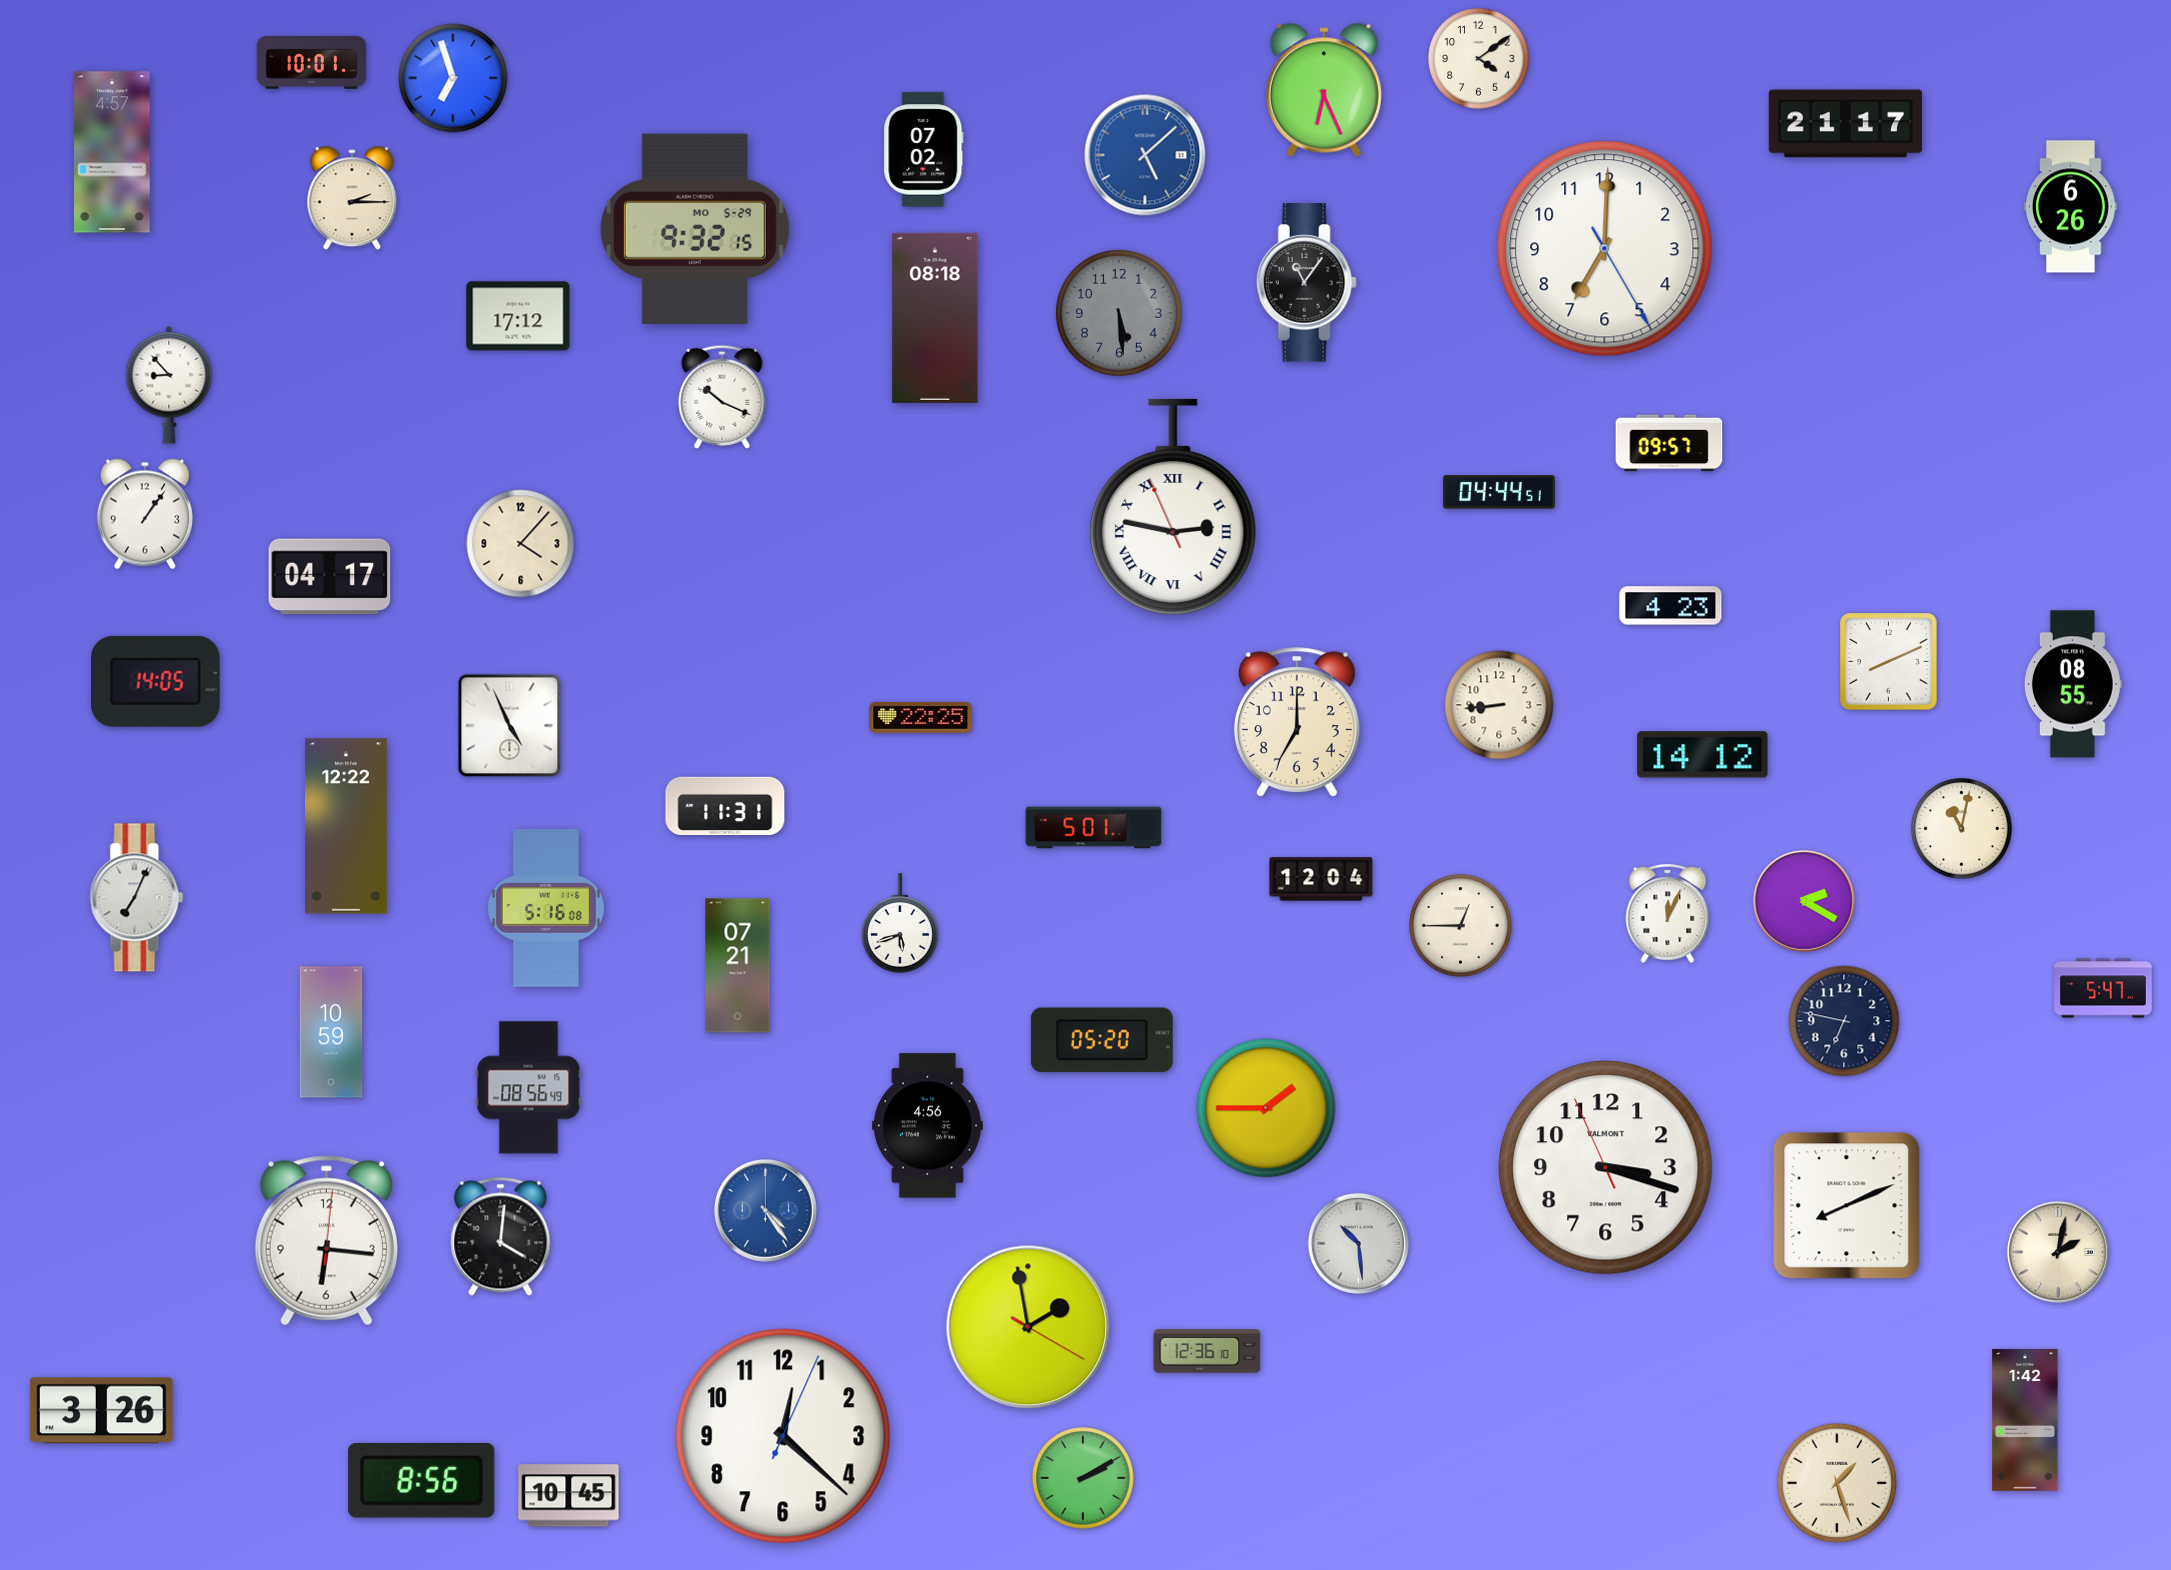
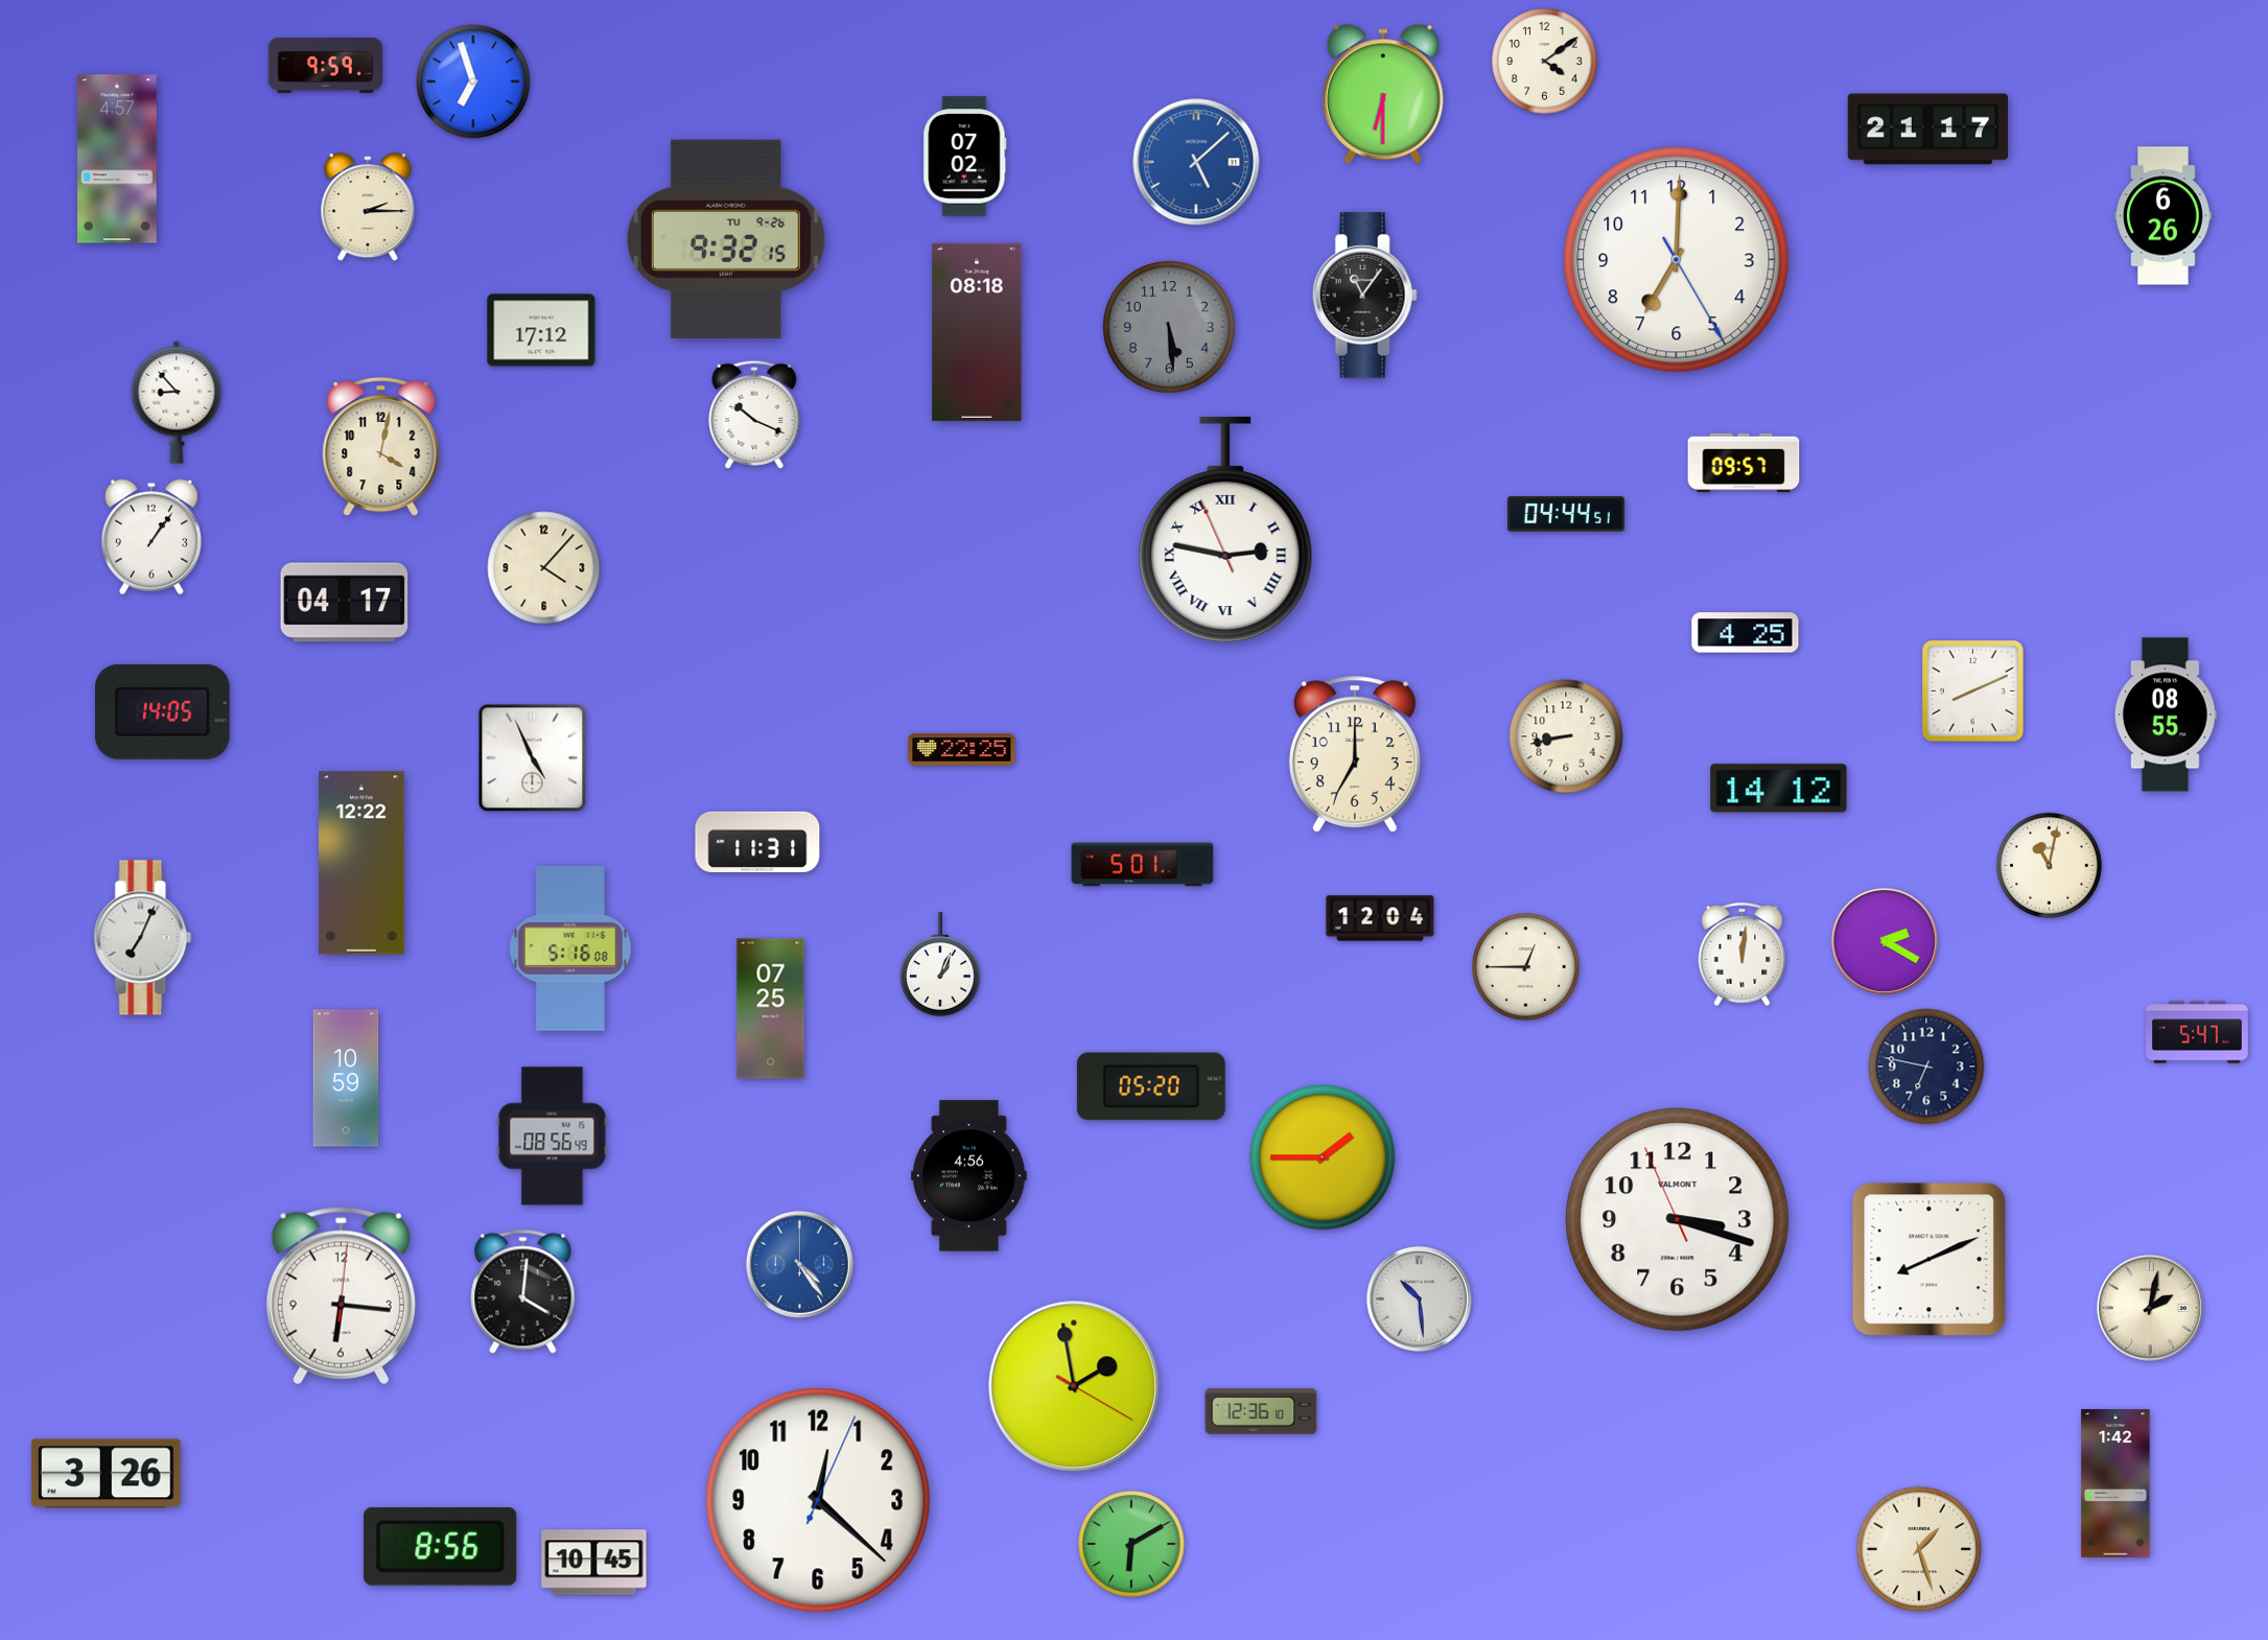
clock at (311, 63): 10:01 -> 9:59
clock at (1324, 90): 6:26 -> 6:30
clock at (695, 229) date: MO 5-29 -> TU 9-26
clock at (381, 447): none -> 4:02
clock at (1671, 606): 4:23 -> 4:25
clock at (1499, 705): 8:44 -> 8:43
clock at (1668, 913): 12:04 -> 12:01
clock at (901, 923): 5:42 -> 1:04
clock at (738, 966): 07:21 -> 07:25
clock at (1083, 1478): 2:10 -> 6:10
